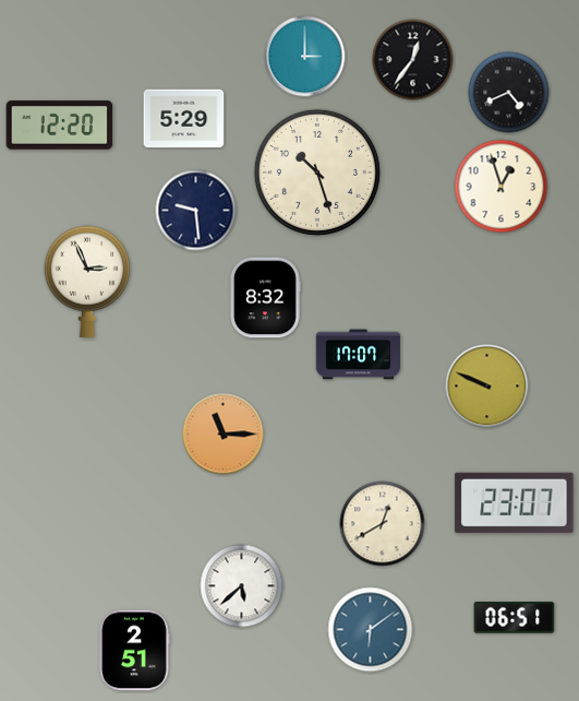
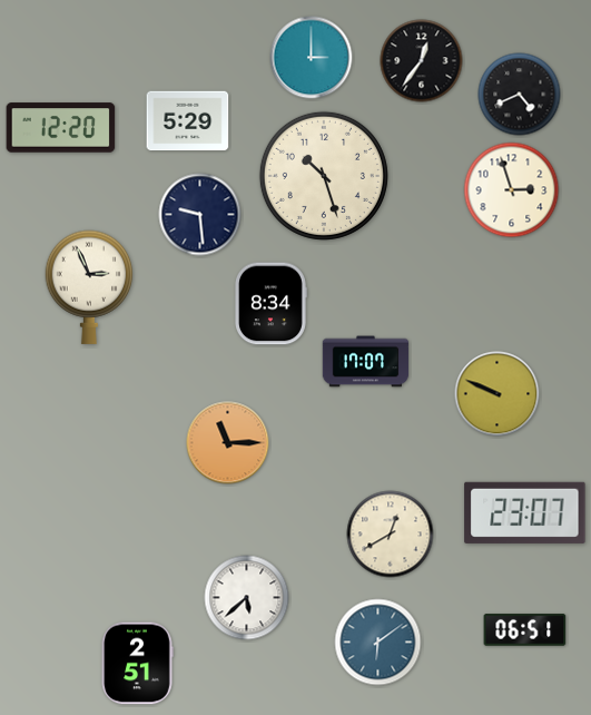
clock at (502, 187): 12:57 -> 2:57
clock at (265, 298): 8:32 -> 8:34
